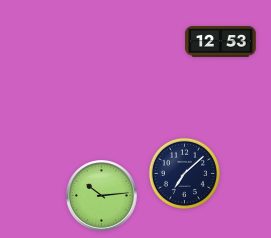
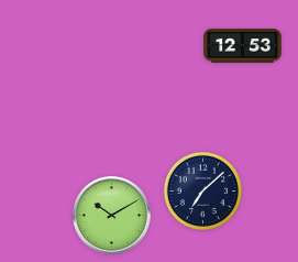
clock at (102, 196): 10:14 -> 10:10
